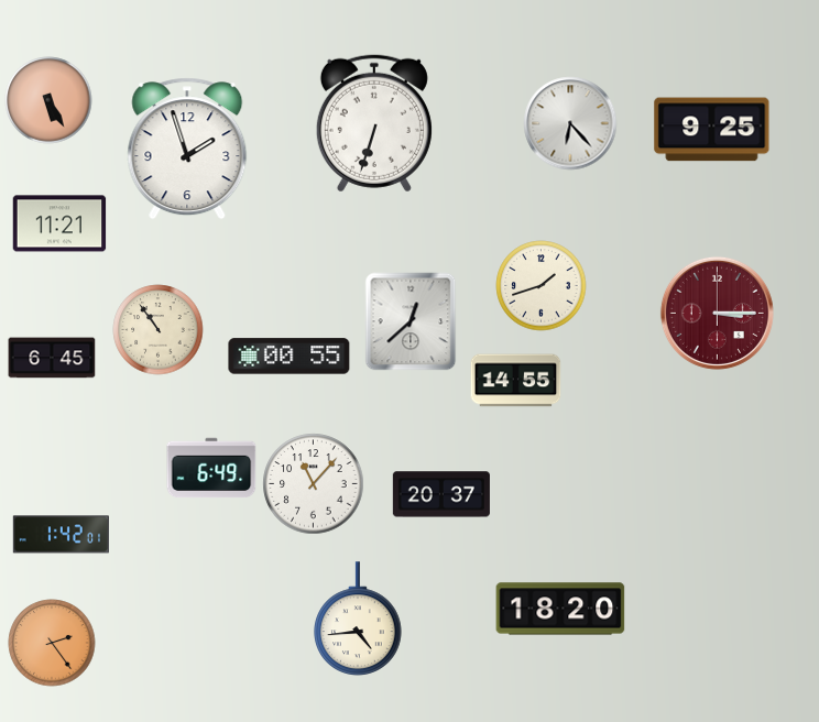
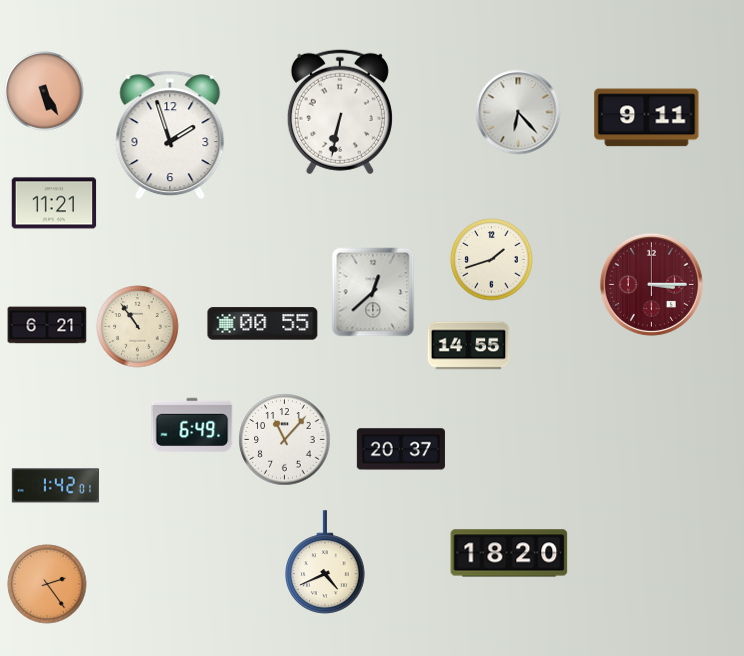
clock at (374, 123): 6:33 -> 6:32
clock at (712, 130): 9:25 -> 9:11
clock at (159, 330) position: (159, 330) -> (138, 327)
clock at (52, 358): 6:45 -> 6:21
clock at (359, 619): 4:44 -> 4:41
